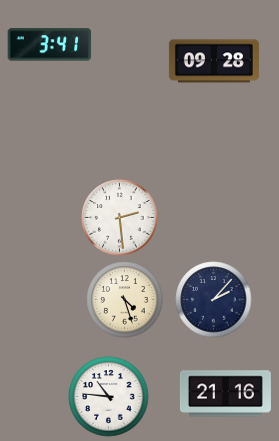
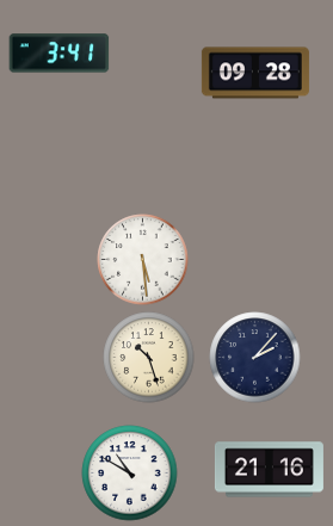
clock at (120, 218): 2:29 -> 5:29
clock at (125, 300): 4:27 -> 10:27
clock at (109, 397): 10:46 -> 10:50
